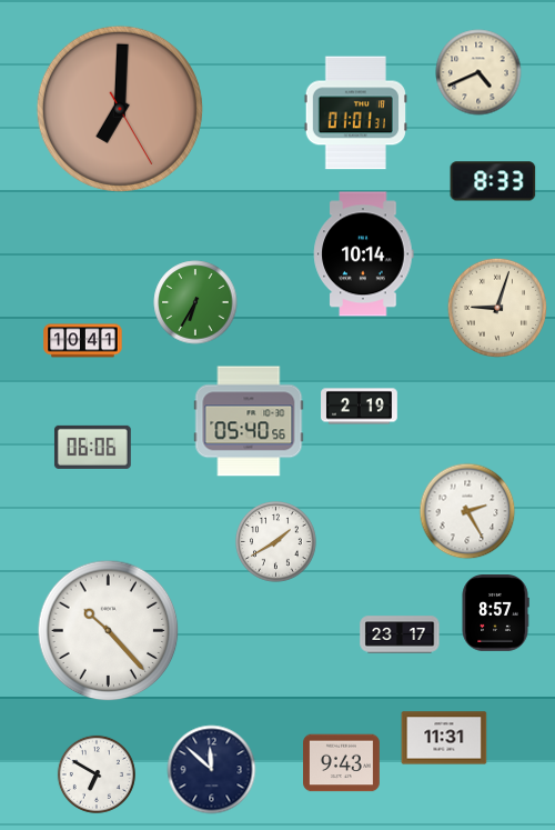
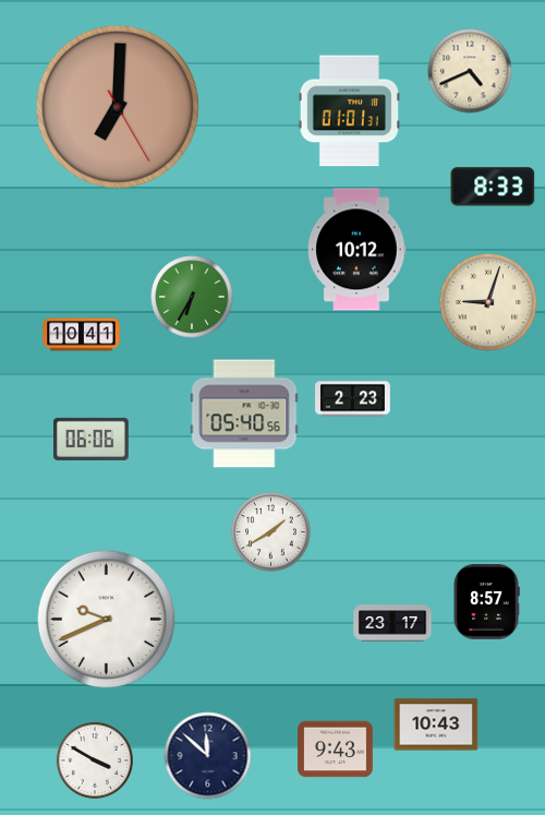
clock at (493, 181) position: (493, 181) -> (493, 187)
clock at (364, 254): 10:14 -> 10:12
clock at (360, 407): 2:19 -> 2:23
clock at (467, 511): 2:25 -> none
clock at (109, 631): 10:23 -> 9:41
clock at (444, 738): 11:31 -> 10:43
clock at (97, 774): 6:50 -> 3:50
